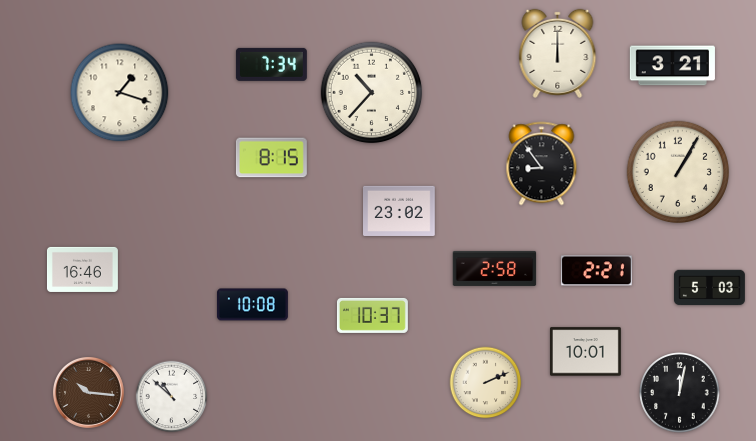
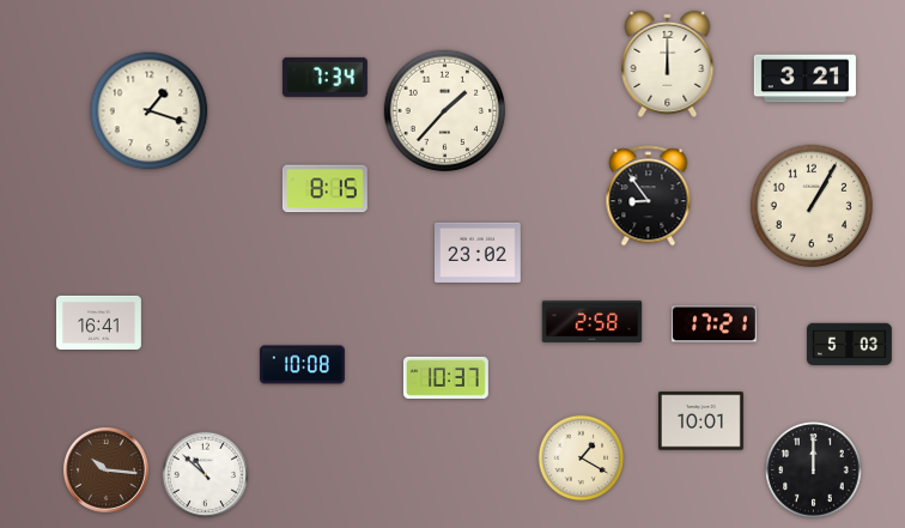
clock at (120, 93) position: (120, 93) -> (150, 111)
clock at (372, 93): 10:37 -> 1:37
clock at (82, 269): 16:46 -> 16:41
clock at (596, 271): 2:21 -> 17:21
clock at (486, 383): 2:11 -> 1:20
clock at (680, 393): 12:02 -> 12:00
